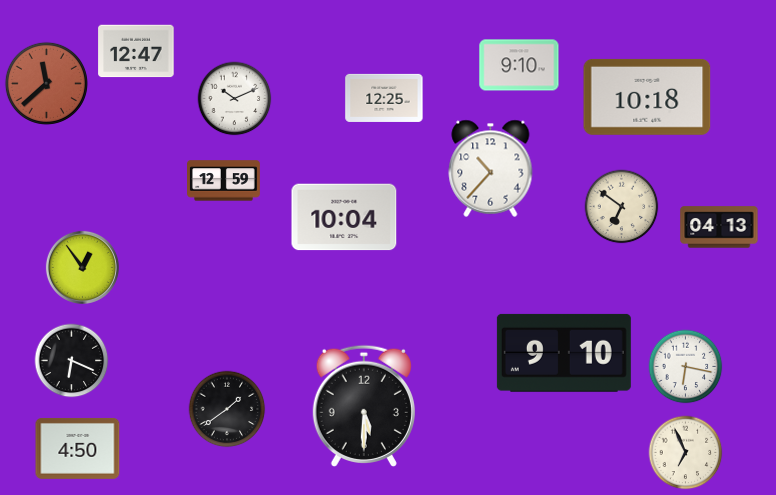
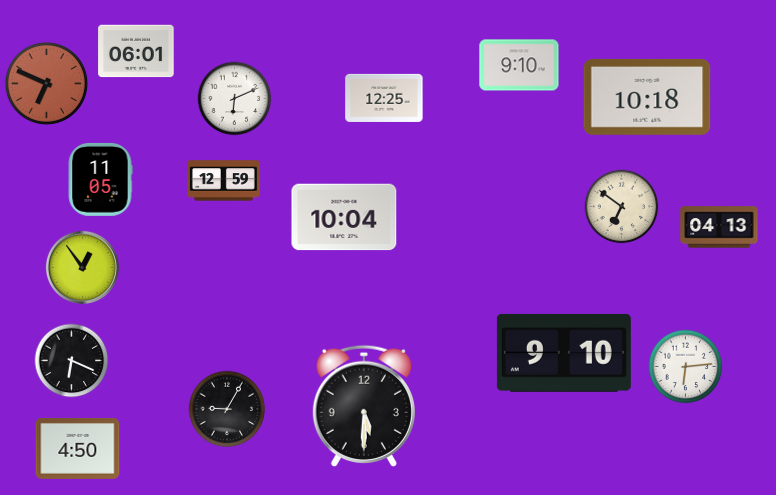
clock at (136, 51): 12:47 -> 06:01
clock at (46, 83): 11:38 -> 6:49
clock at (235, 99): 10:11 -> 6:11
clock at (491, 168): 10:37 -> none
clock at (100, 179): none -> 11:05
clock at (686, 367): 6:17 -> 6:14
clock at (227, 409): 1:39 -> 9:05
clock at (686, 453): 6:56 -> none
